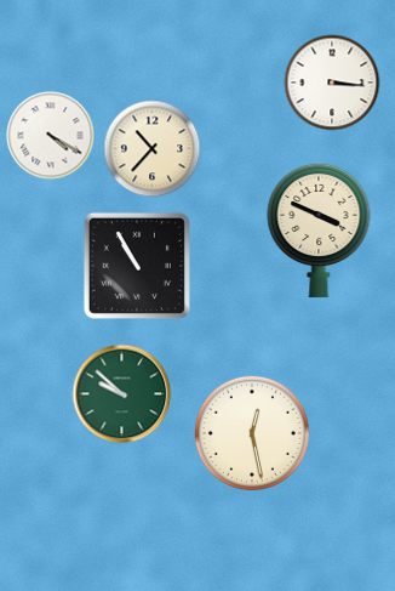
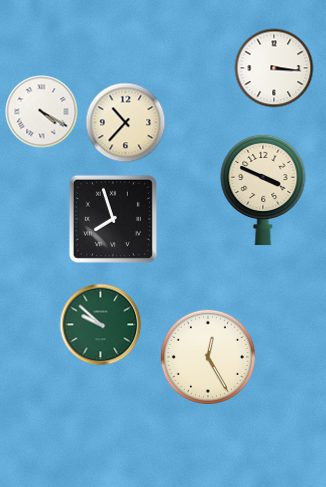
clock at (137, 266): 10:55 -> 7:57
clock at (252, 433): 12:28 -> 12:25
